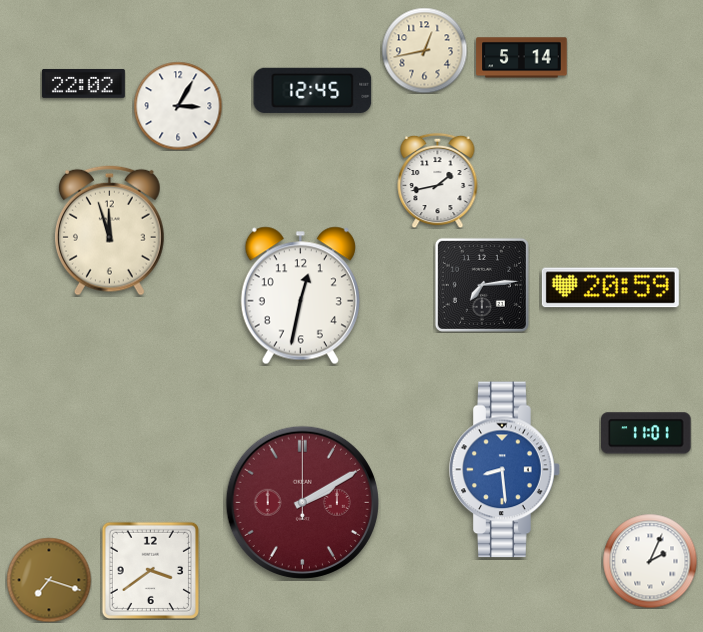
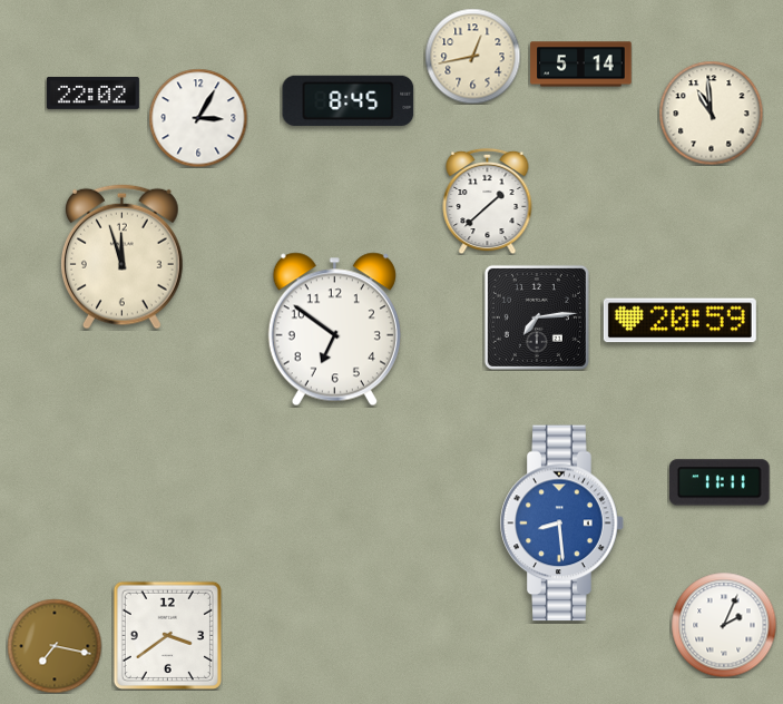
clock at (313, 90): 12:45 -> 8:45
clock at (711, 113): none -> 10:59
clock at (438, 180): 1:43 -> 1:38
clock at (300, 296): 12:32 -> 6:51
clock at (647, 433): 11:01 -> 11:11
clock at (302, 502): 2:10 -> none
clock at (49, 580): 7:18 -> 7:17
